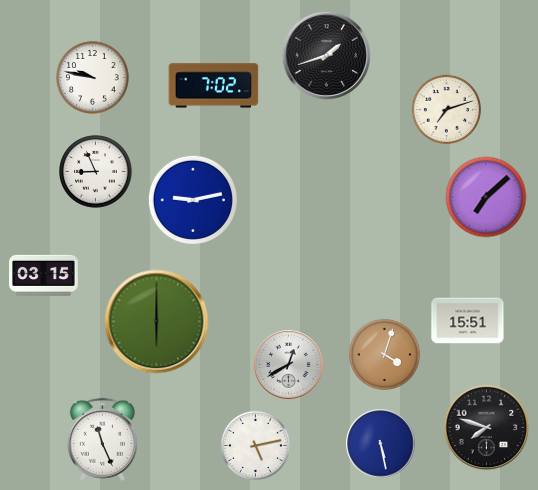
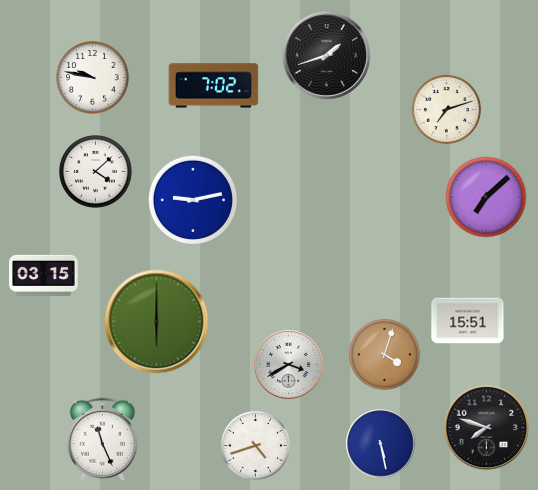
clock at (96, 172): 8:56 -> 4:08
clock at (289, 365): 12:40 -> 3:40
clock at (255, 445): 5:13 -> 4:42
